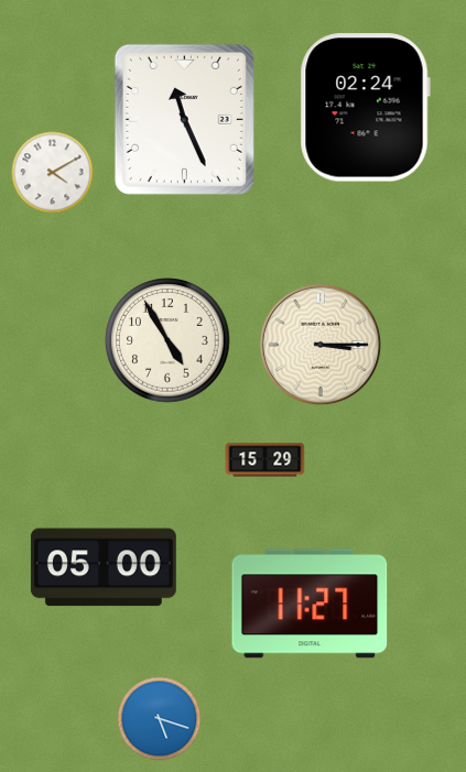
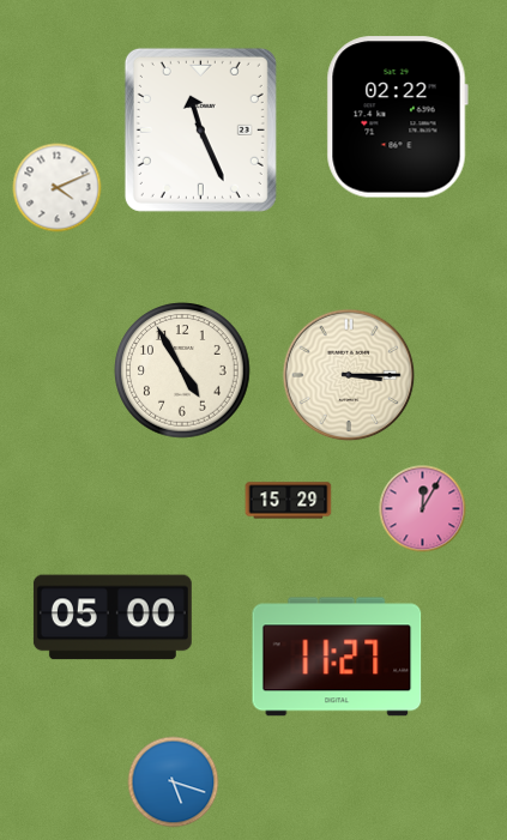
clock at (365, 108): 02:24 -> 02:22
clock at (53, 173): 4:10 -> 4:11
clock at (423, 509): none -> 12:05
